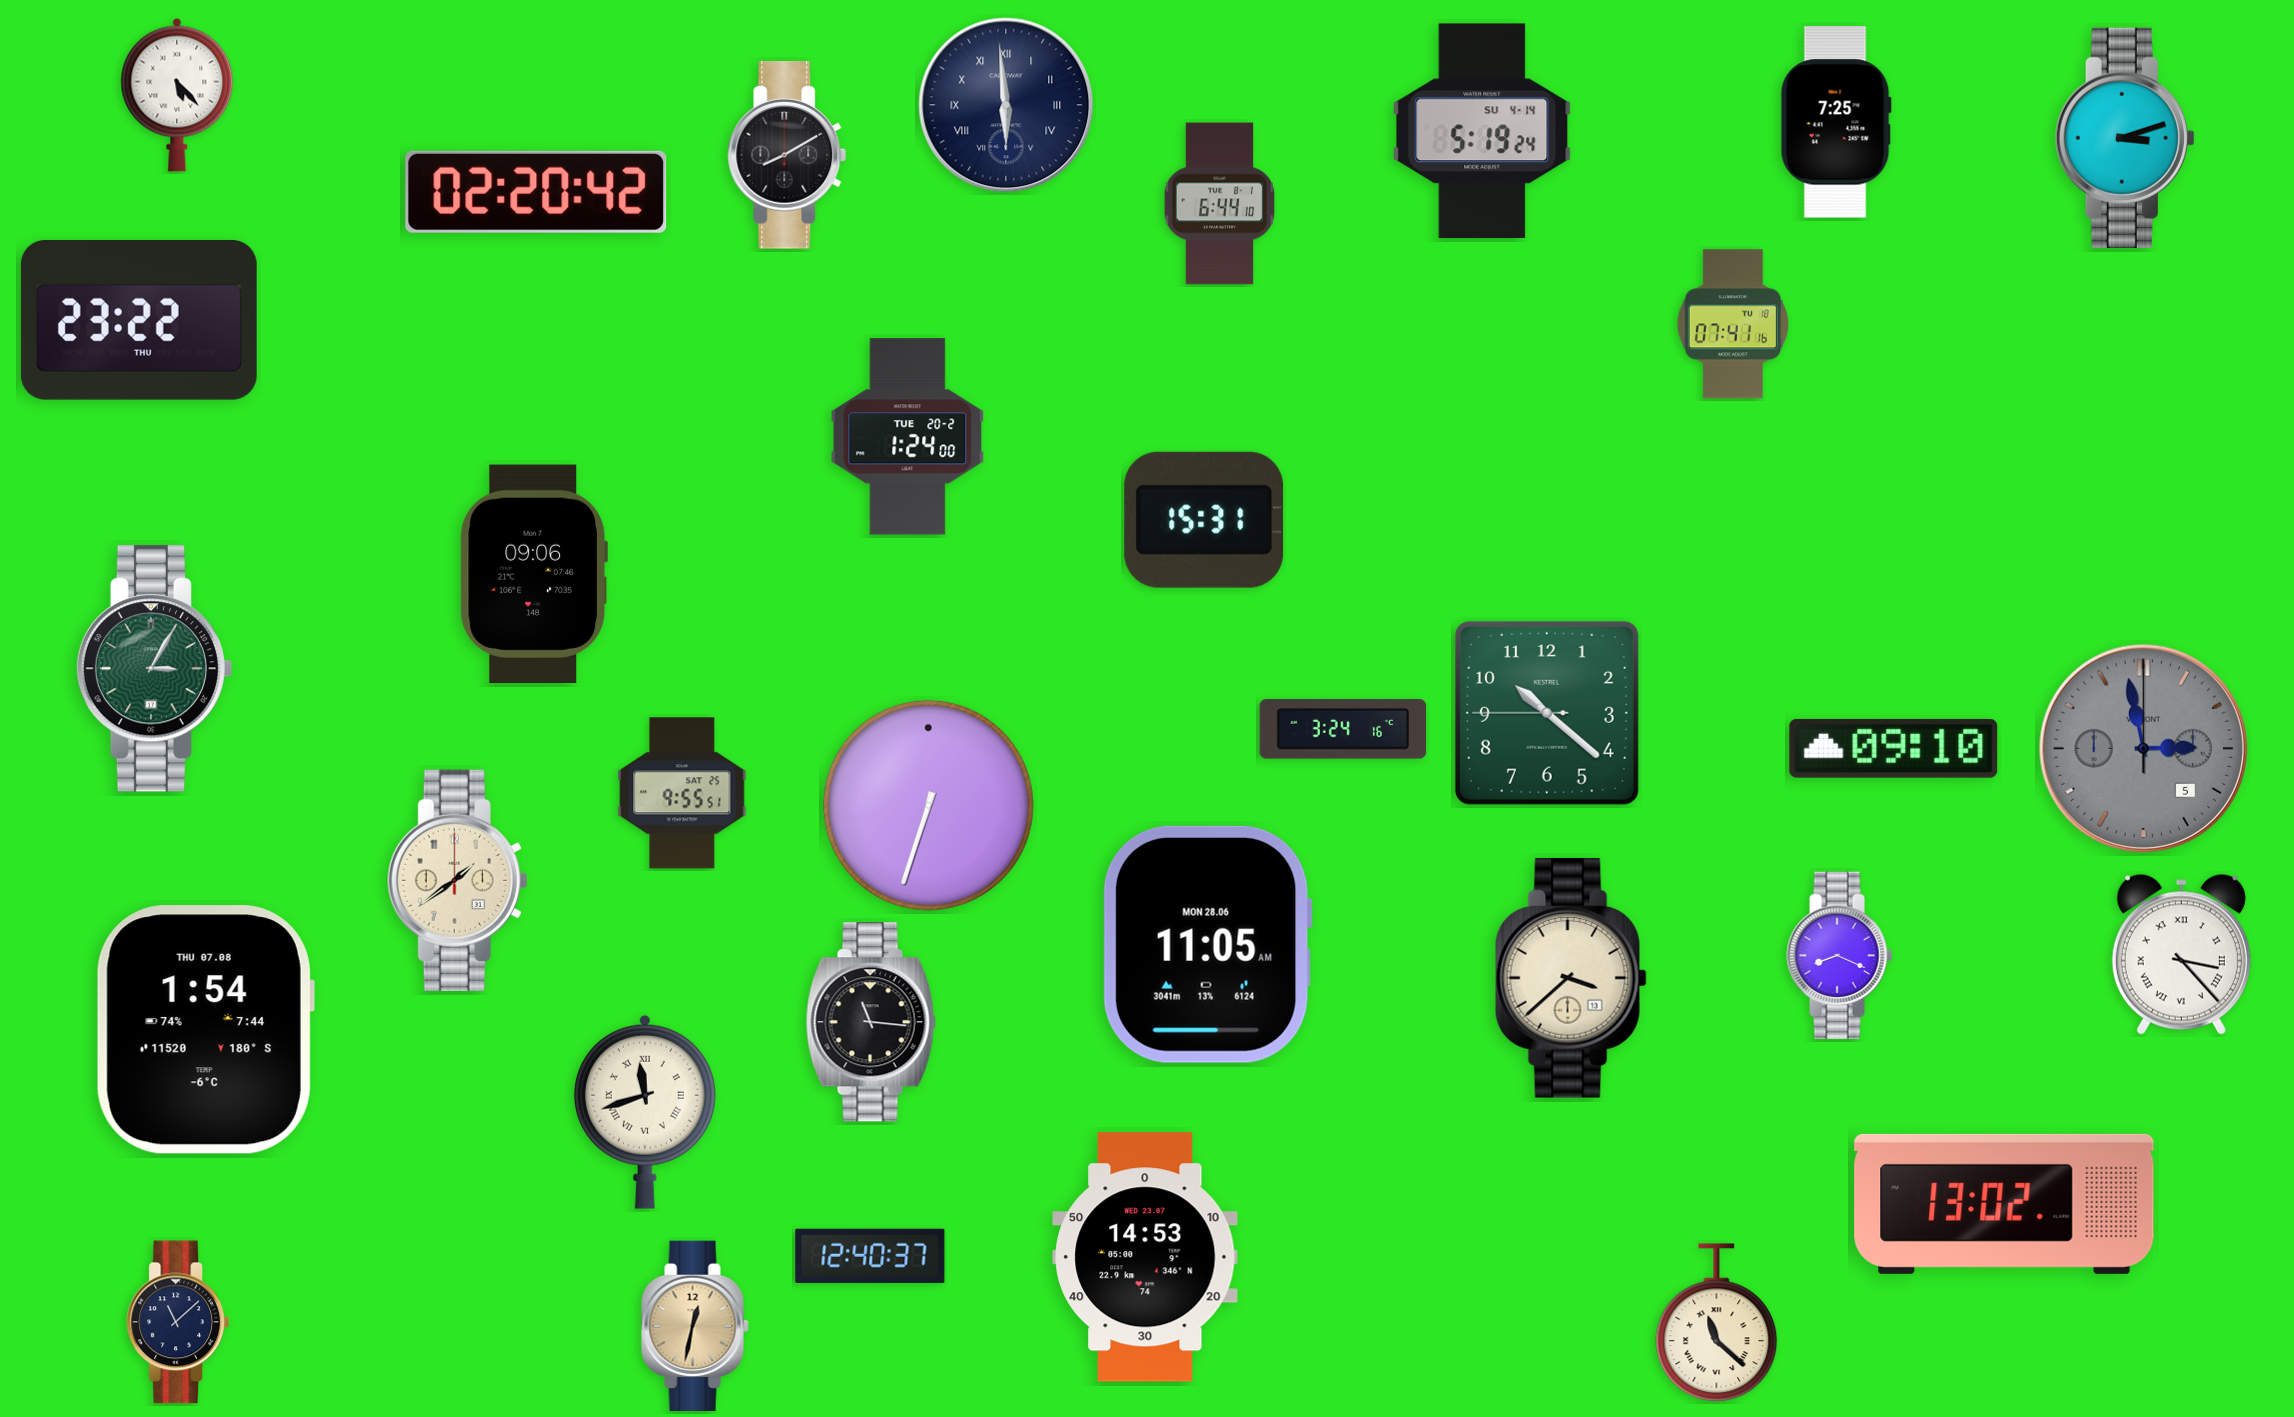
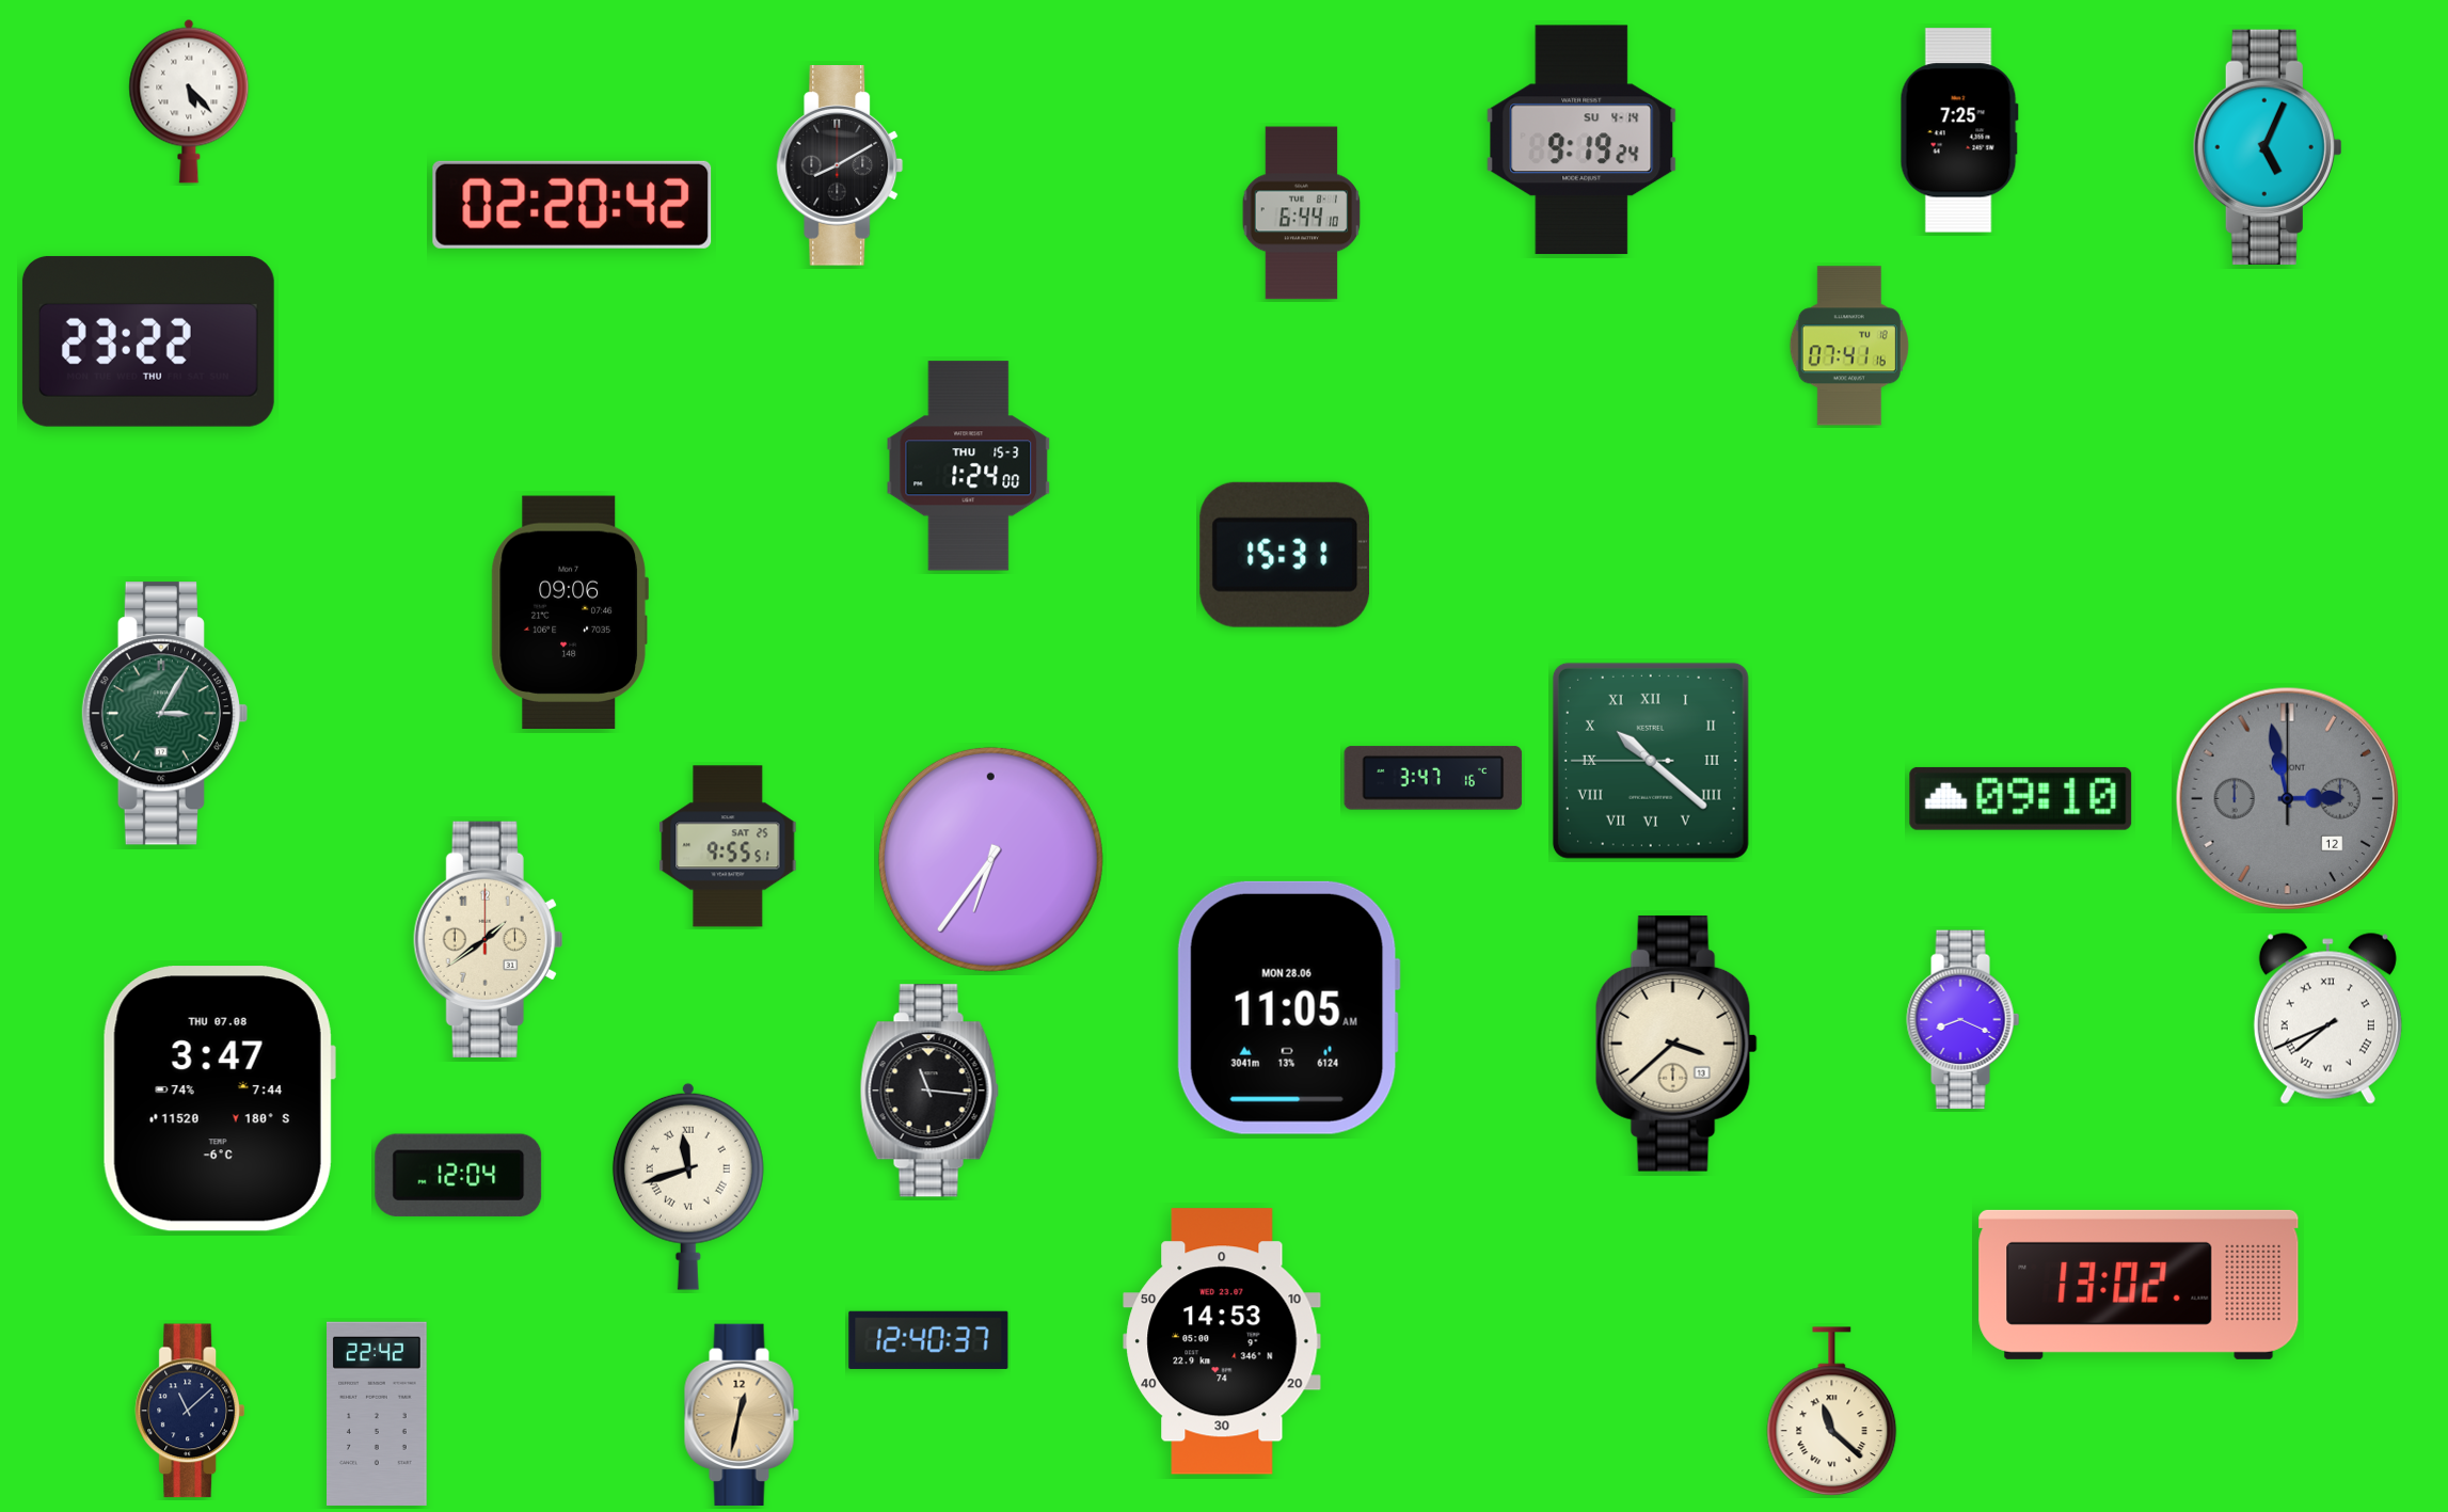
clock at (1006, 105): 5:59 -> none
clock at (1482, 131): 5:19 -> 9:19
clock at (2125, 138): 3:12 -> 5:04
clock at (1220, 204) position: (1220, 204) -> (1302, 213)
clock at (908, 437) date: TUE 20-2 -> THU 15-3
clock at (1547, 713) numerals: Arabic -> Roman
clock at (1343, 729): 3:24 -> 3:47
clock at (2143, 748) date: 5 -> 12
clock at (928, 805): 6:33 -> 6:36
clock at (2181, 955): 3:23 -> 7:41
clock at (205, 1030): 1:54 -> 3:47
clock at (459, 1175): none -> 12:04
clock at (377, 1414): none -> 22:42
